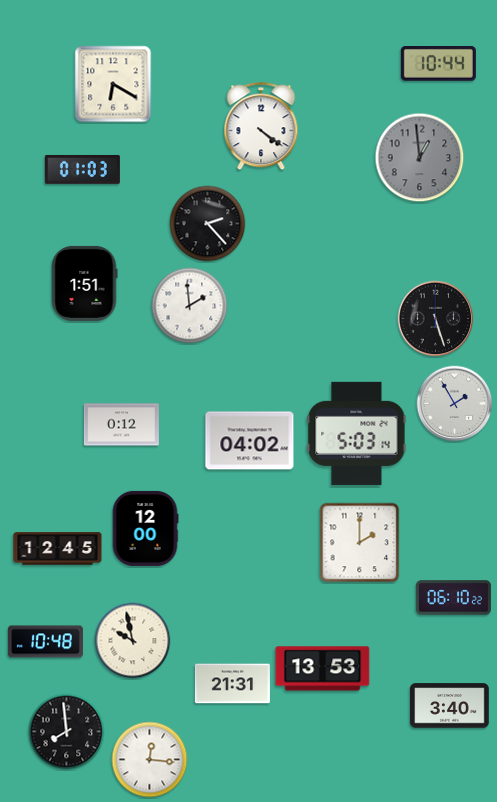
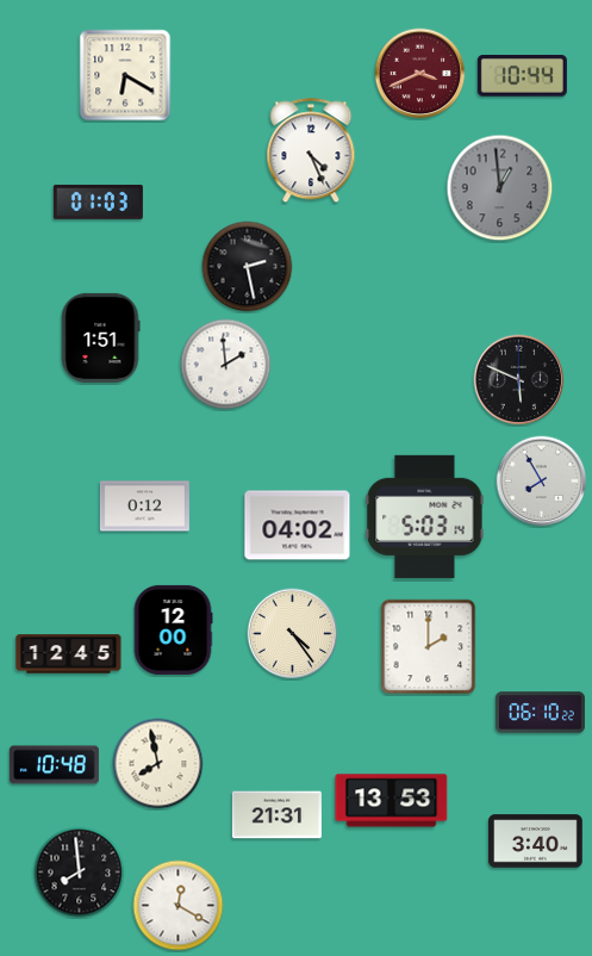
clock at (420, 74): none -> 3:41
clock at (113, 84) position: (113, 84) -> (125, 75)
clock at (261, 127): 4:21 -> 4:26
clock at (208, 224): 2:23 -> 2:28
clock at (436, 319): 5:27 -> 5:49
clock at (455, 404): 1:55 -> 7:55
clock at (293, 634): none -> 4:24
clock at (133, 641): 9:58 -> 7:58
clock at (323, 669) position: (323, 669) -> (392, 801)
clock at (150, 760): 12:16 -> 12:20
